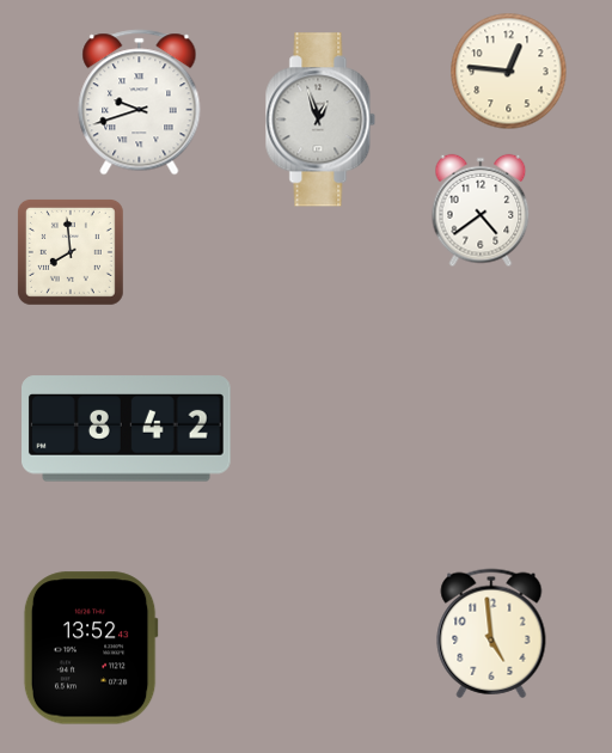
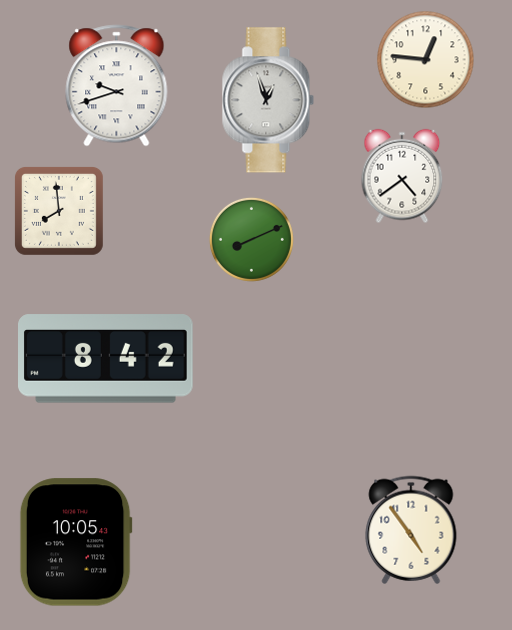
clock at (251, 239): none -> 8:11
clock at (491, 633): 4:59 -> 4:54
clock at (91, 648): 13:52 -> 10:05
